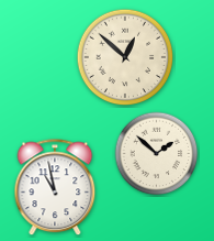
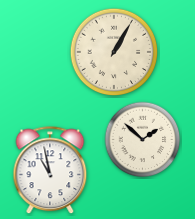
clock at (125, 57): 12:52 -> 1:05
